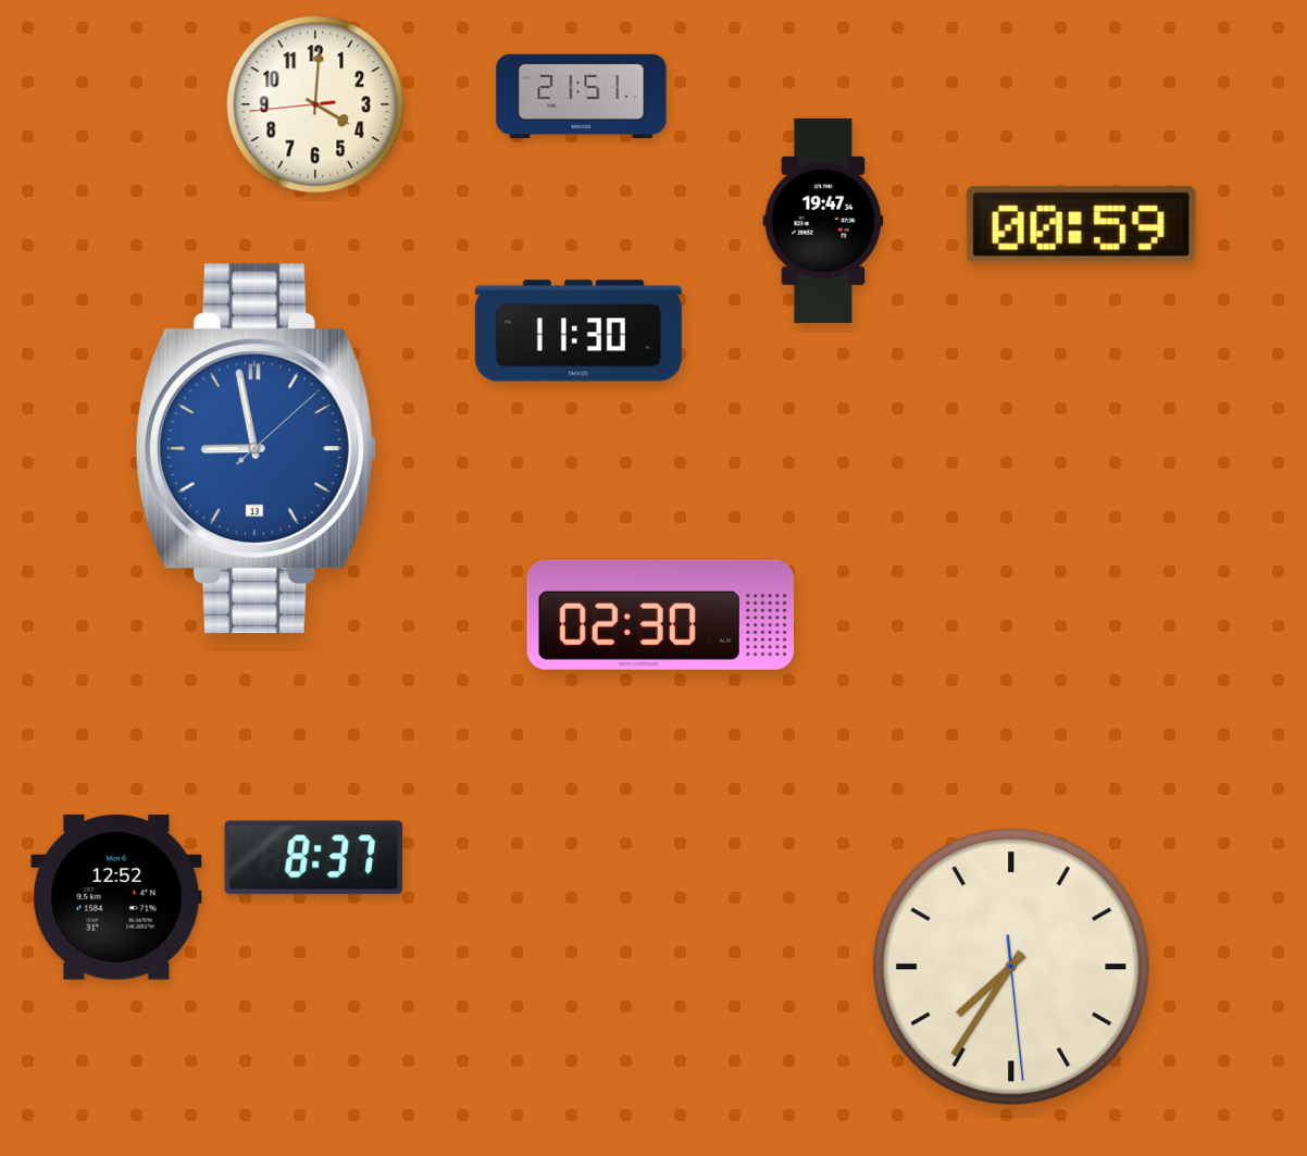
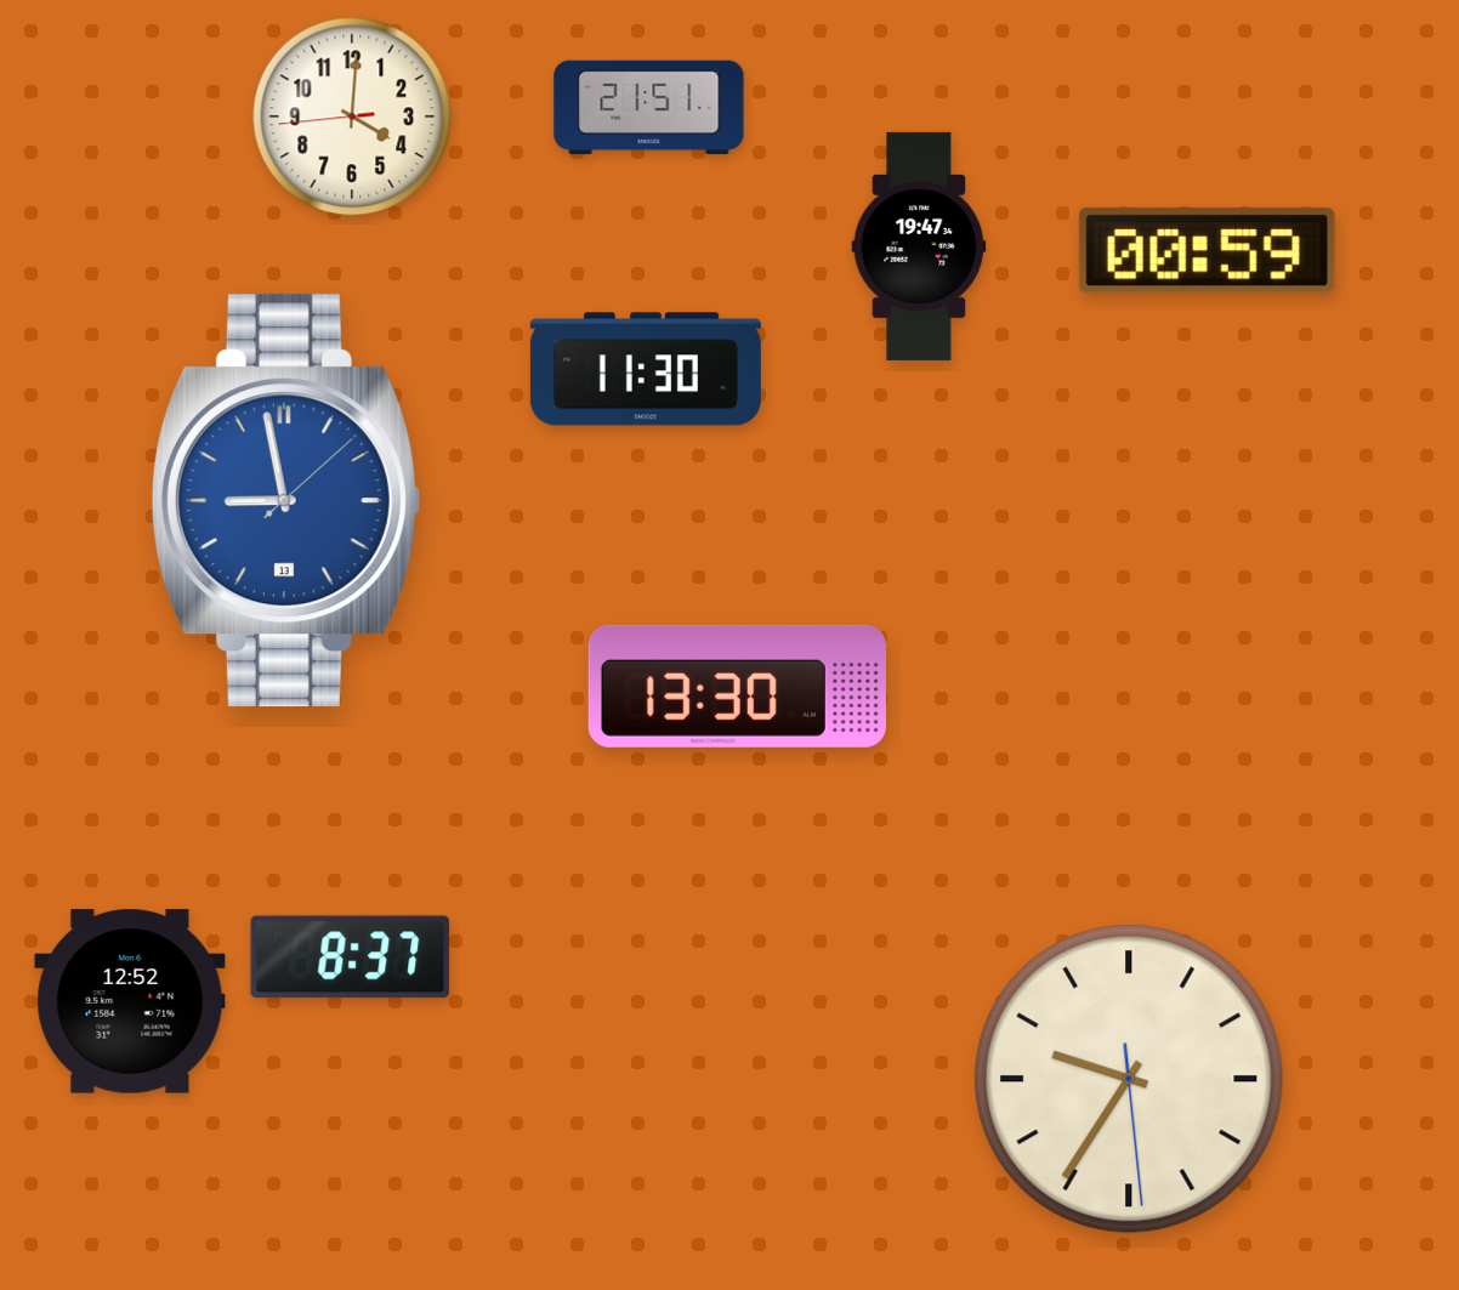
clock at (660, 614): 02:30 -> 13:30
clock at (1011, 967): 7:35 -> 9:35
